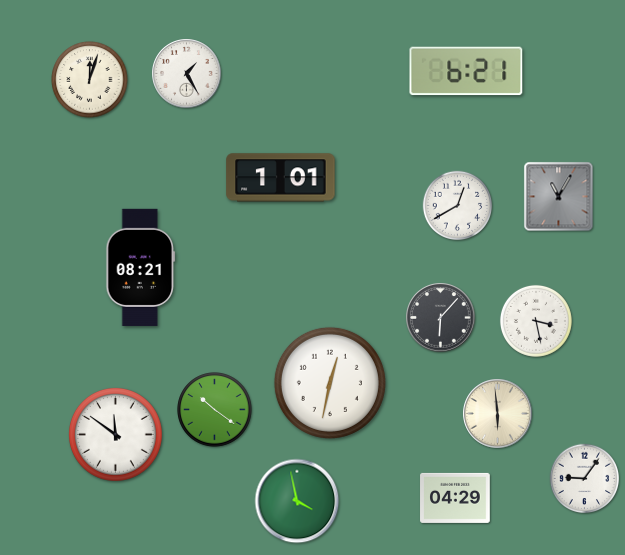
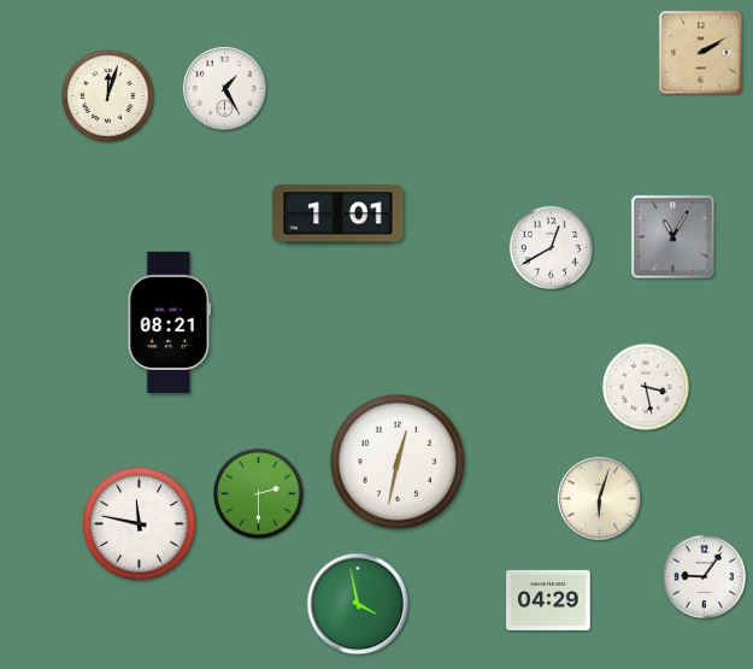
clock at (701, 53): none -> 2:10
clock at (466, 71): 6:21 -> none
clock at (441, 318): 6:07 -> none
clock at (215, 410): 10:21 -> 2:30
clock at (498, 414): 5:59 -> 6:03
clock at (116, 435): 11:51 -> 11:47
